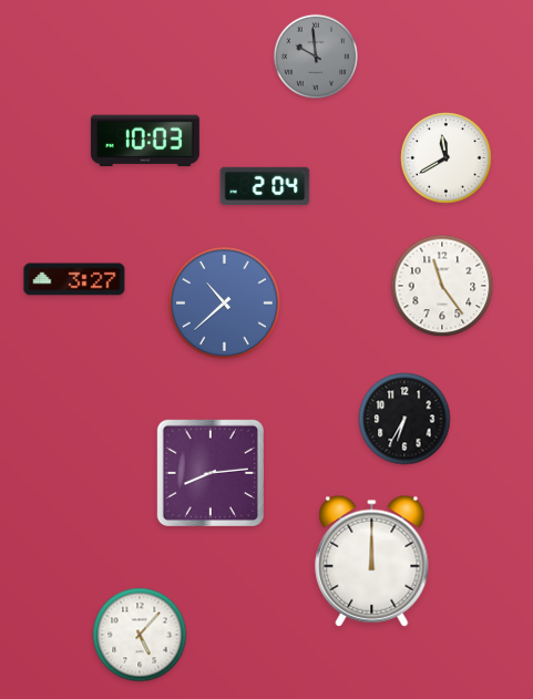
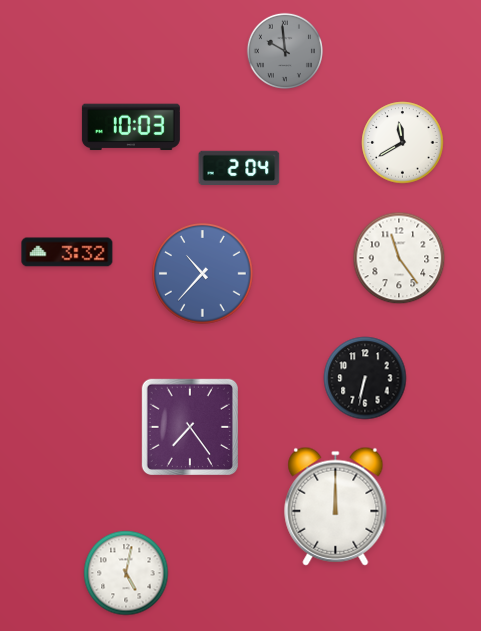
clock at (74, 279): 3:27 -> 3:32
clock at (225, 304): 10:38 -> 10:37
clock at (404, 419): 6:35 -> 6:32
clock at (211, 473): 8:14 -> 7:24
clock at (140, 635): 5:07 -> 5:02
